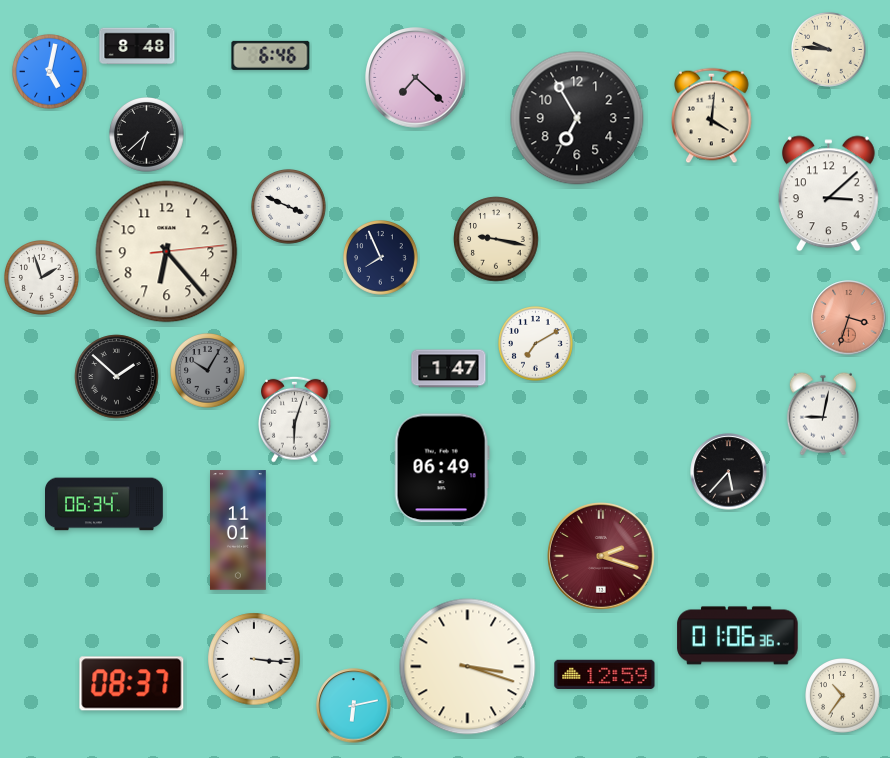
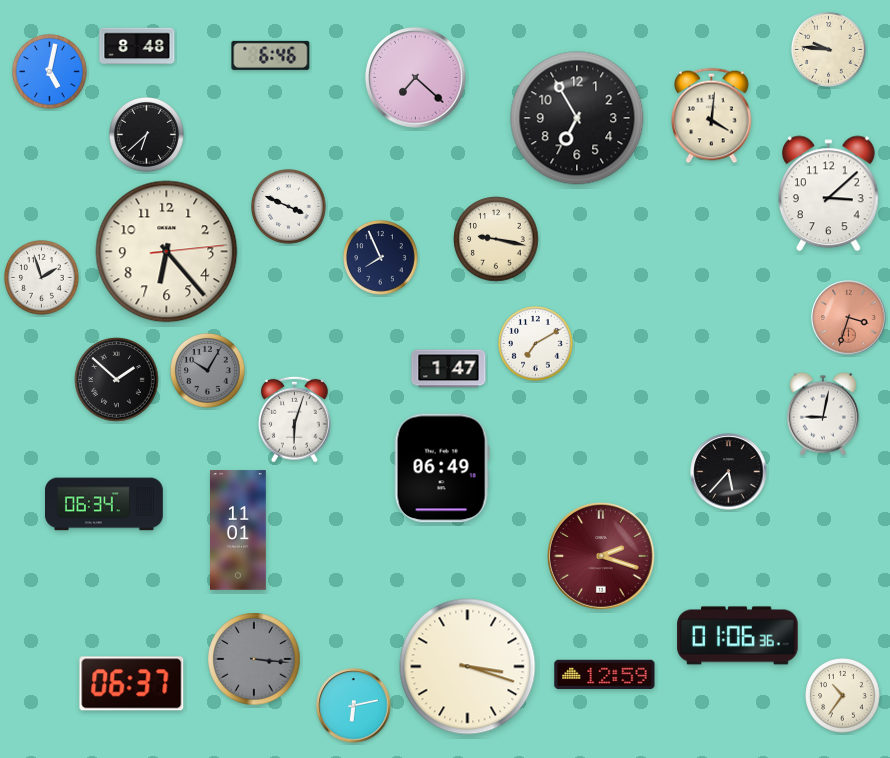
clock at (117, 377) position: (117, 377) -> (117, 380)
clock at (254, 659) dial: white -> grey
clock at (132, 684): 08:37 -> 06:37
